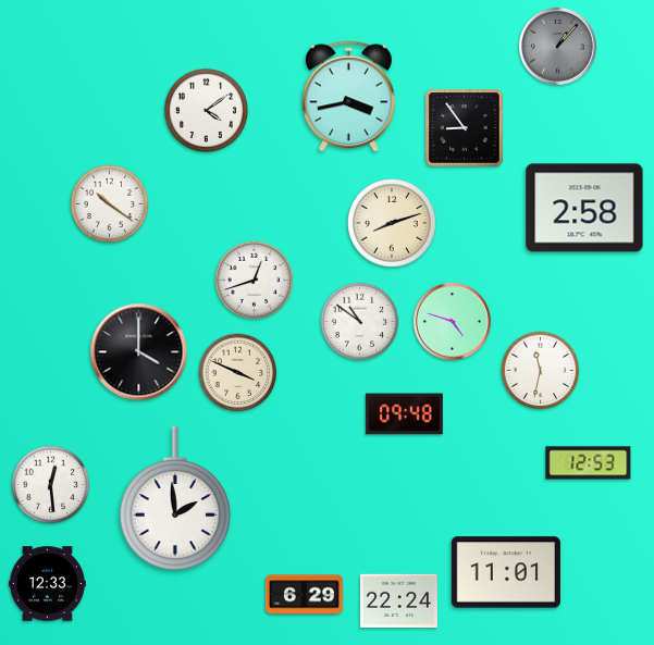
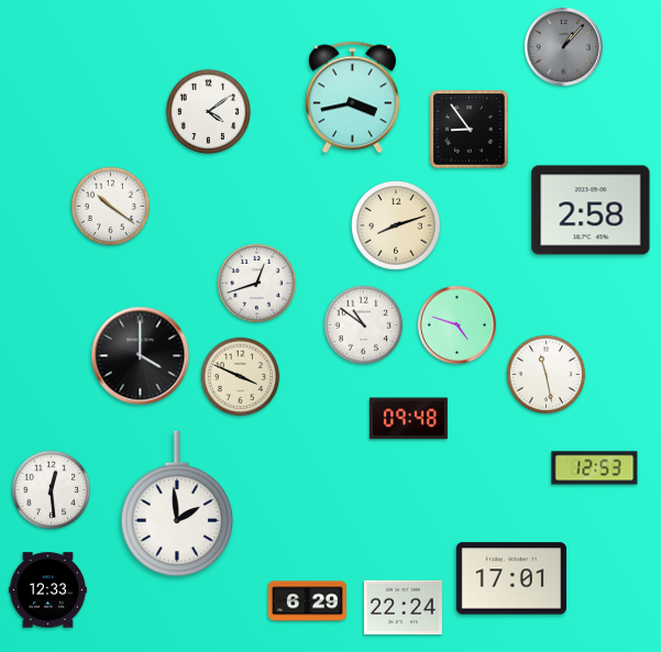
clock at (541, 371): 11:32 -> 11:28
clock at (506, 572): 11:01 -> 17:01
